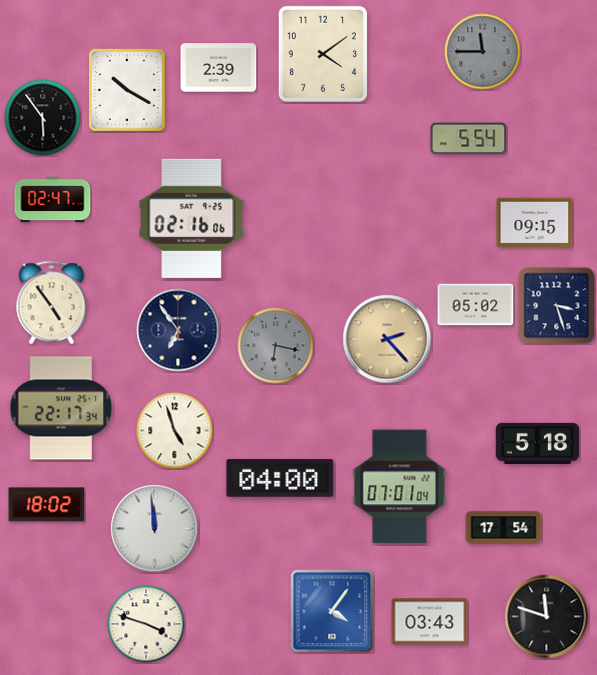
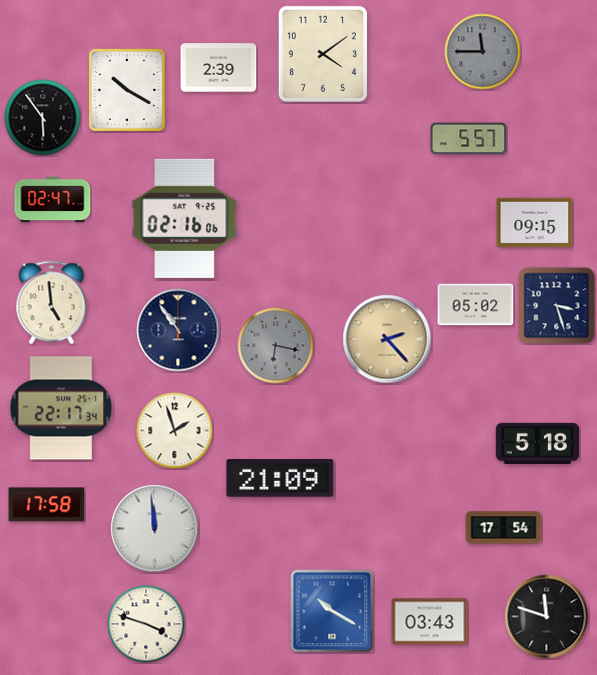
clock at (469, 139): 5:54 -> 5:57
clock at (192, 218) position: (192, 218) -> (185, 218)
clock at (52, 303): 4:54 -> 4:59
clock at (178, 330): 6:54 -> 10:54
clock at (175, 431): 4:57 -> 1:57
clock at (280, 478): 04:00 -> 21:09
clock at (400, 487): 07:01 -> none
clock at (47, 505): 18:02 -> 17:58
clock at (332, 611): 4:06 -> 10:20
